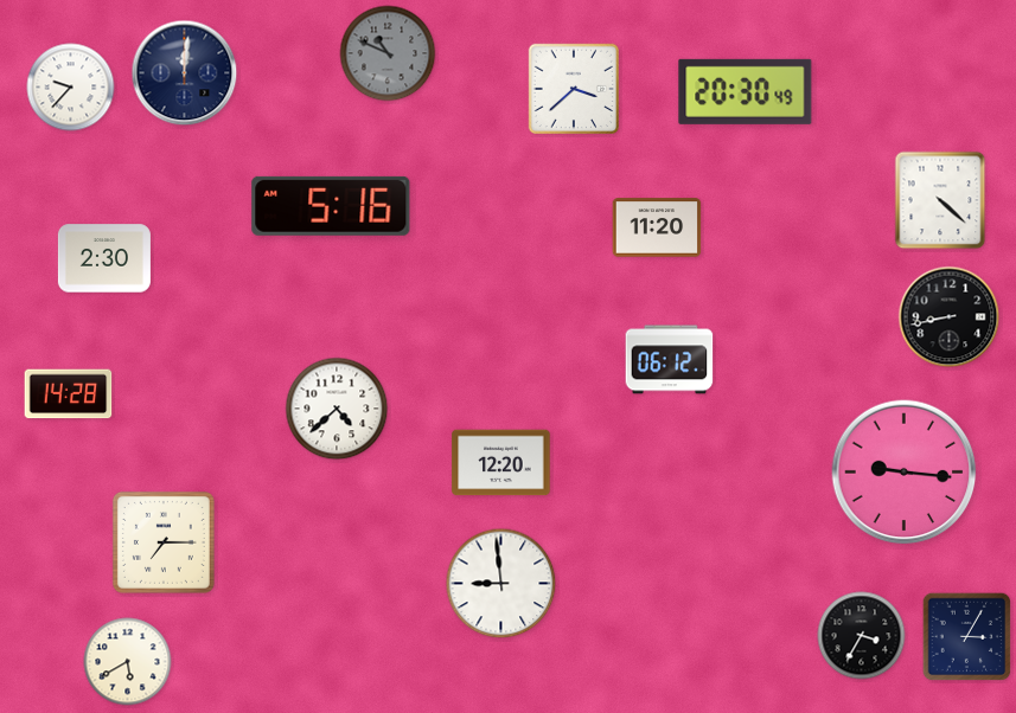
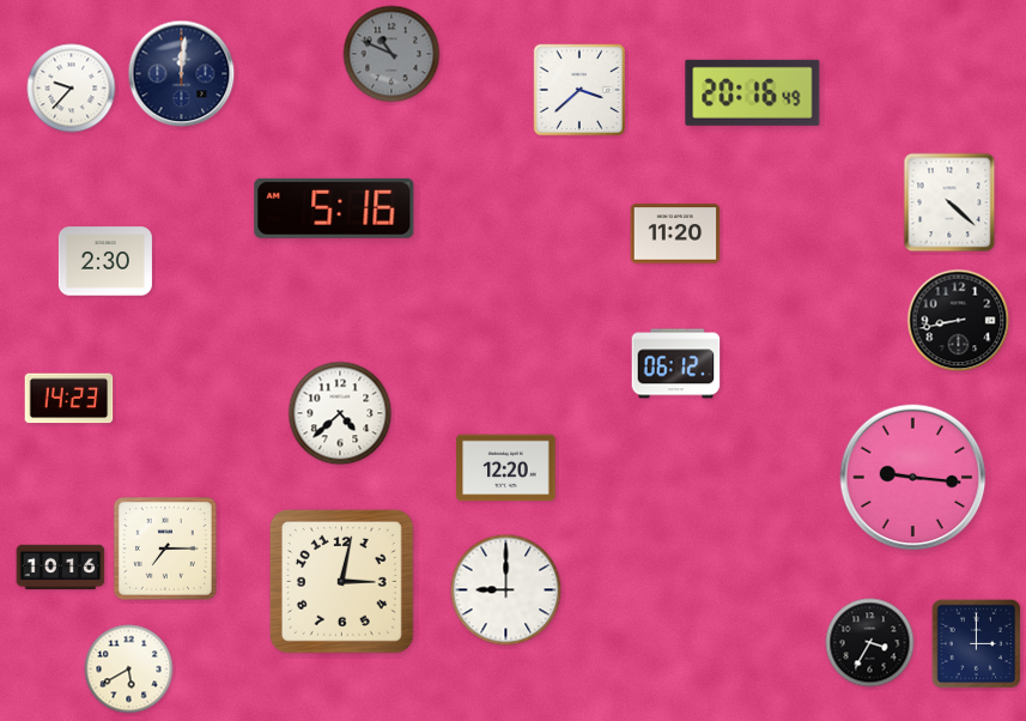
clock at (185, 73) position: (185, 73) -> (182, 74)
clock at (746, 91): 20:30 -> 20:16
clock at (657, 227) position: (657, 227) -> (675, 234)
clock at (69, 394): 14:28 -> 14:23
clock at (61, 568): none -> 10:16
clock at (341, 581): none -> 3:02
clock at (501, 584): 8:59 -> 9:00
clock at (967, 637): 3:05 -> 3:00
